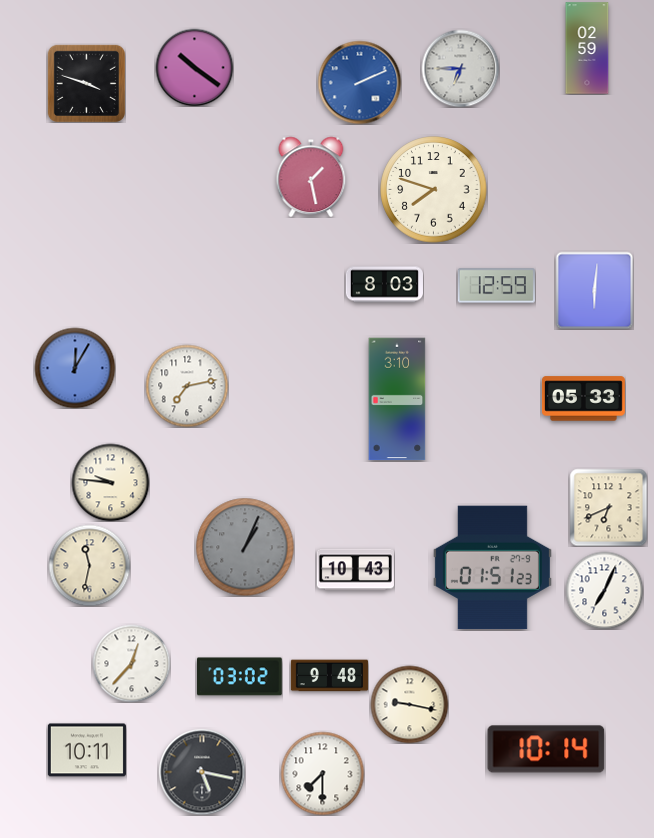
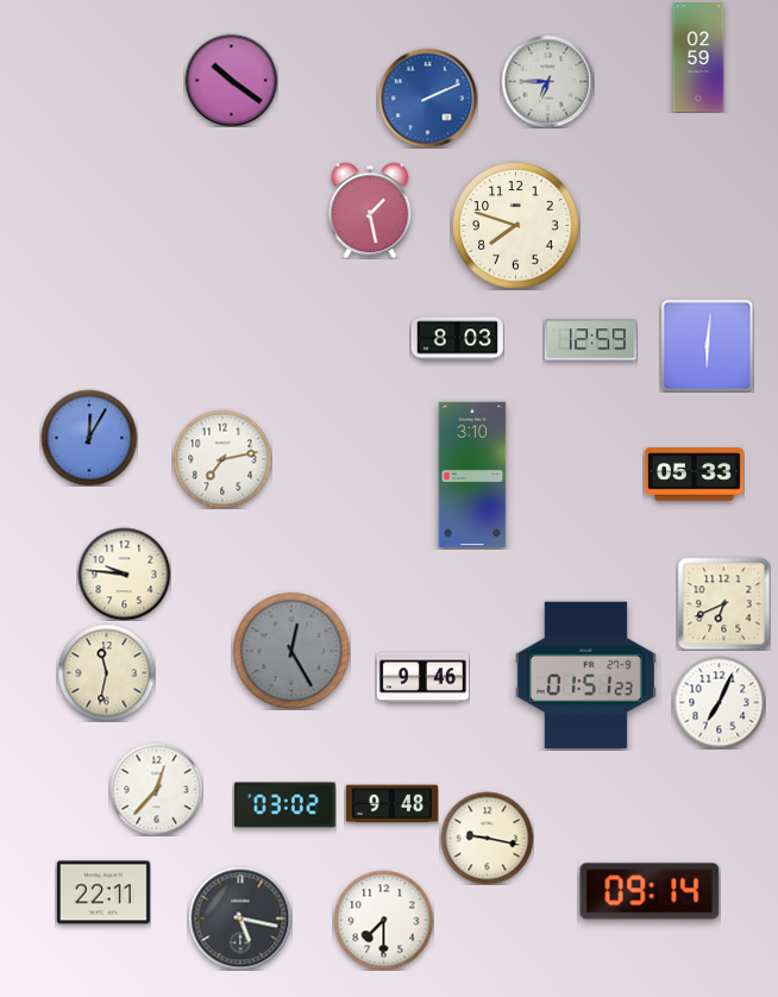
clock at (86, 83): 3:48 -> none
clock at (110, 482) position: (110, 482) -> (124, 573)
clock at (245, 547): 1:04 -> 12:25
clock at (355, 570): 10:43 -> 9:46
clock at (546, 749): 10:14 -> 09:14
clock at (87, 750): 10:11 -> 22:11
